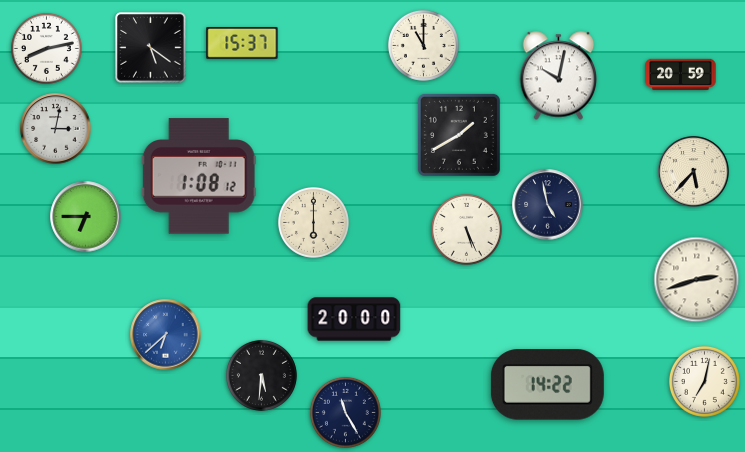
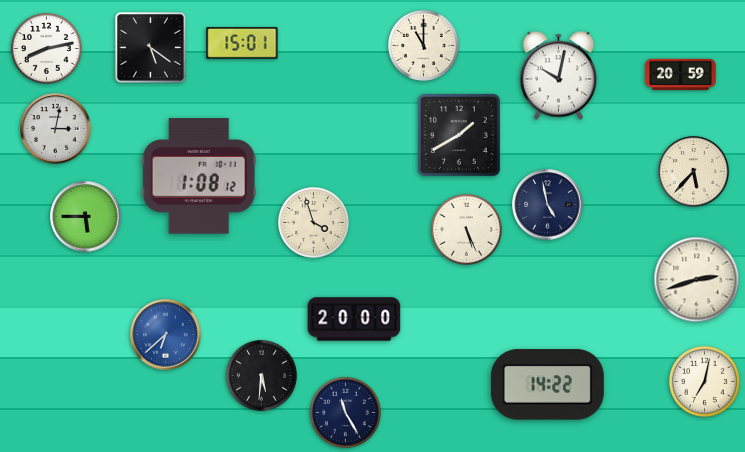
clock at (242, 44): 15:37 -> 15:01
clock at (86, 217): 6:45 -> 5:45
clock at (313, 222): 6:00 -> 3:57
